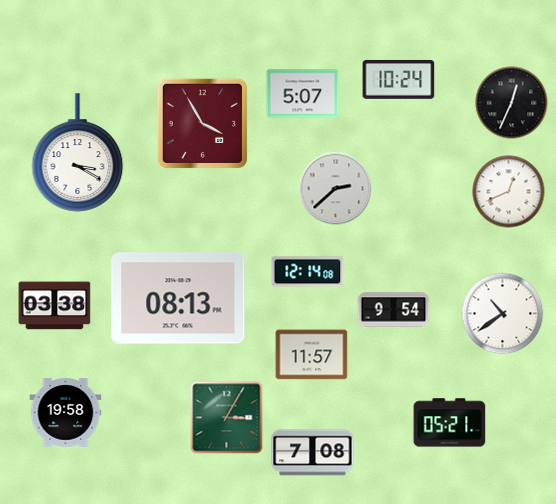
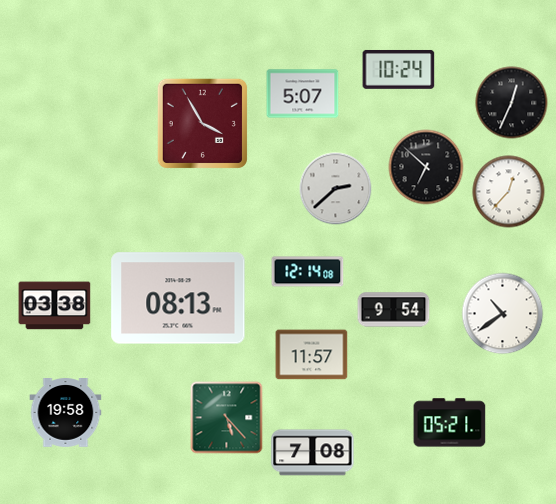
clock at (399, 79) position: (399, 79) -> (399, 69)
clock at (78, 153): 3:20 -> none
clock at (426, 167): none -> 6:52
clock at (509, 192): 12:41 -> 12:37
clock at (227, 418): 3:05 -> 5:23
